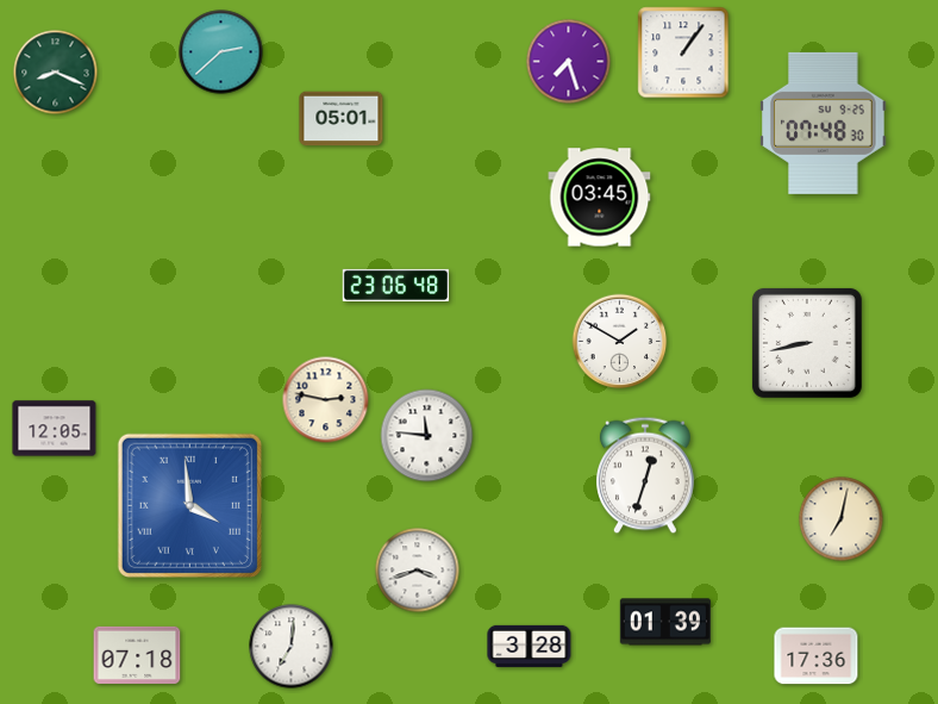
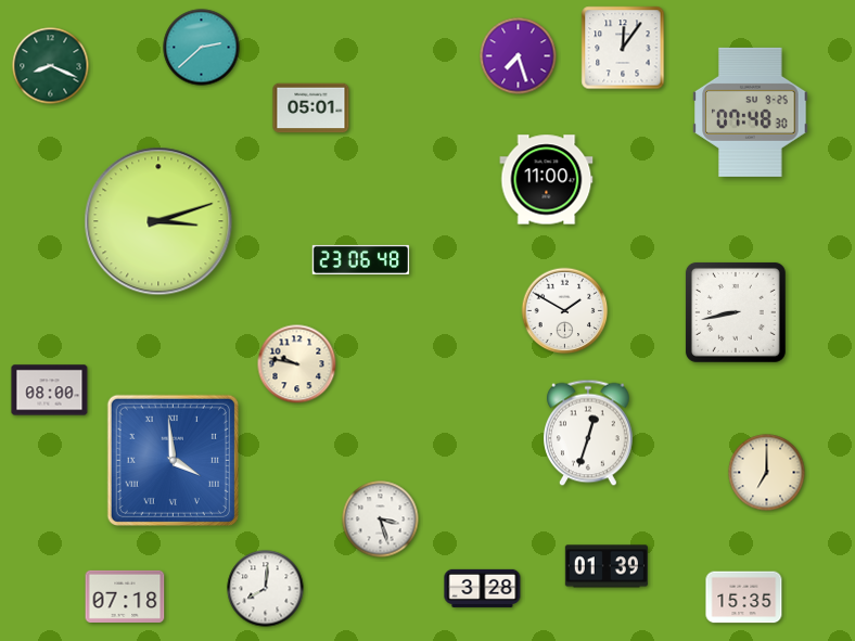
clock at (683, 52): 1:06 -> 12:06
clock at (600, 198): 03:45 -> 11:00
clock at (158, 221): none -> 3:12
clock at (326, 400): 2:47 -> 9:47
clock at (55, 429): 12:05 -> 08:00
clock at (427, 436): 11:46 -> none
clock at (842, 519): 7:02 -> 7:00
clock at (418, 571): 3:42 -> 3:27
clock at (292, 647): 7:01 -> 8:01
clock at (817, 656): 17:36 -> 15:35
